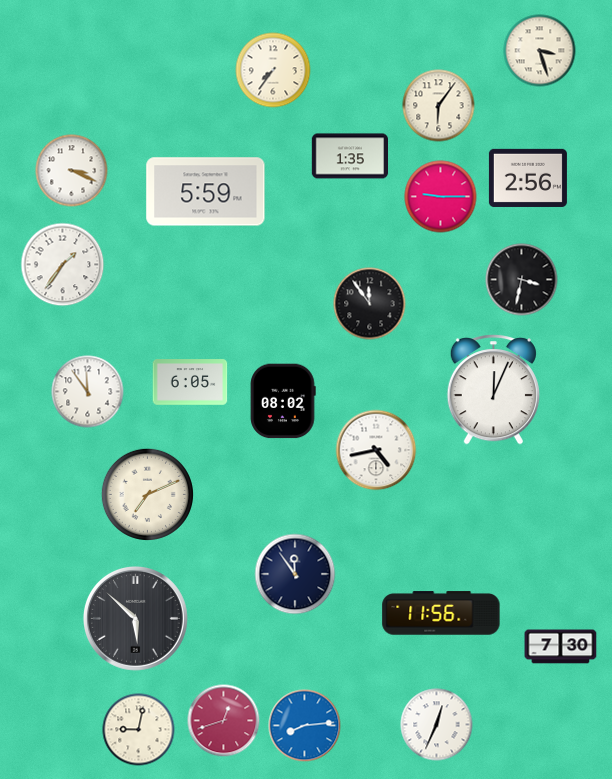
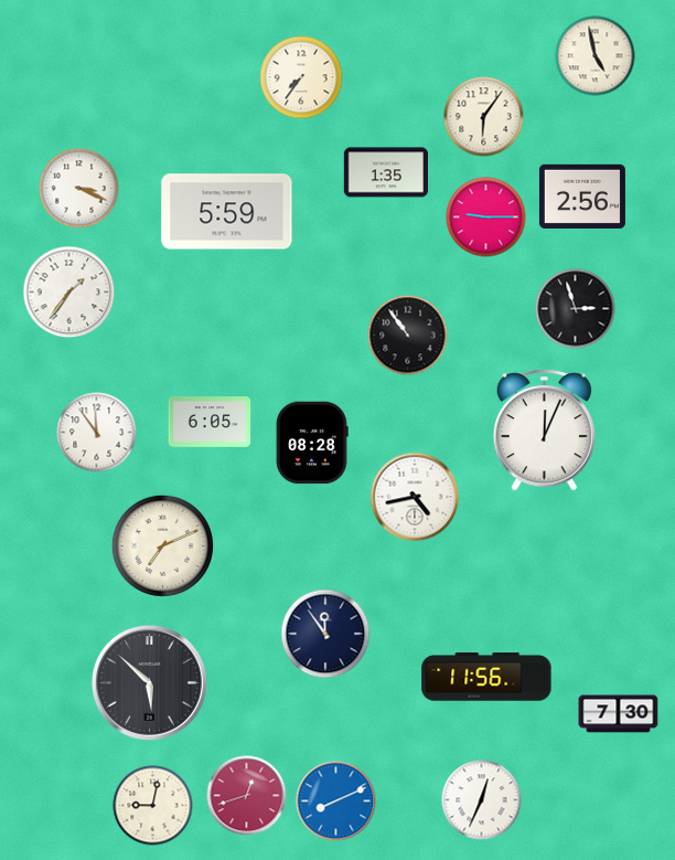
clock at (540, 51): 3:27 -> 4:58
clock at (522, 280): 3:32 -> 2:57
clock at (370, 304): 11:54 -> 10:54
clock at (283, 401): 08:02 -> 08:28
clock at (305, 726): 8:14 -> 8:11
